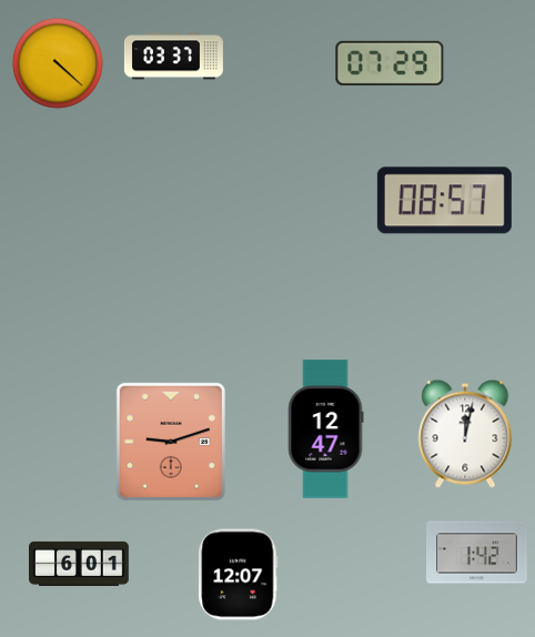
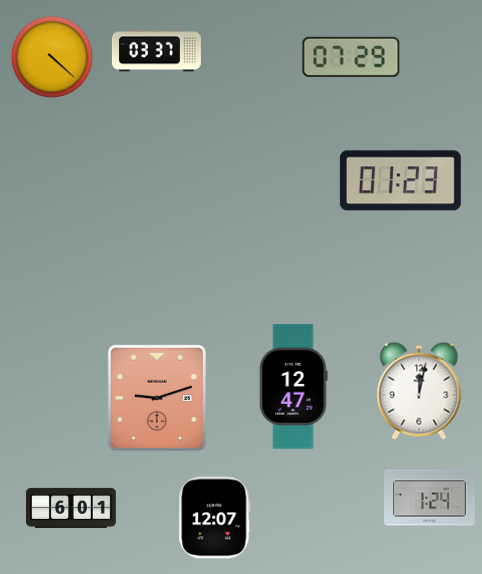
clock at (444, 201): 08:57 -> 01:23
clock at (171, 442) position: (171, 442) -> (157, 398)
clock at (477, 553): 1:42 -> 1:24
